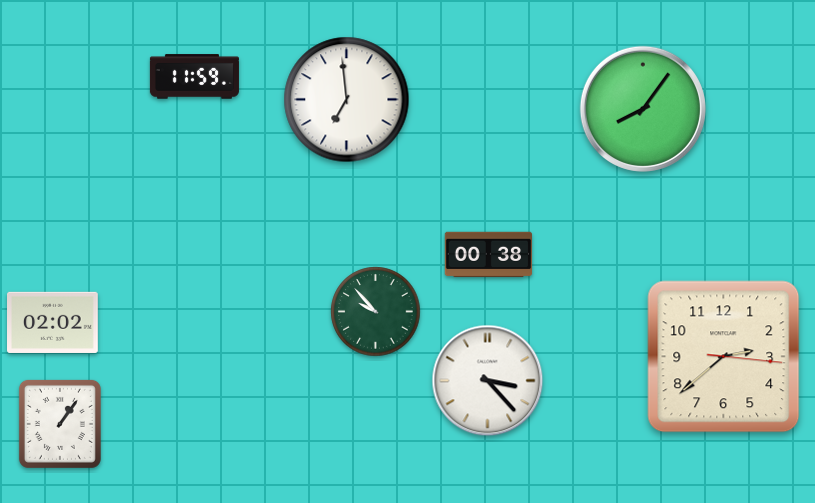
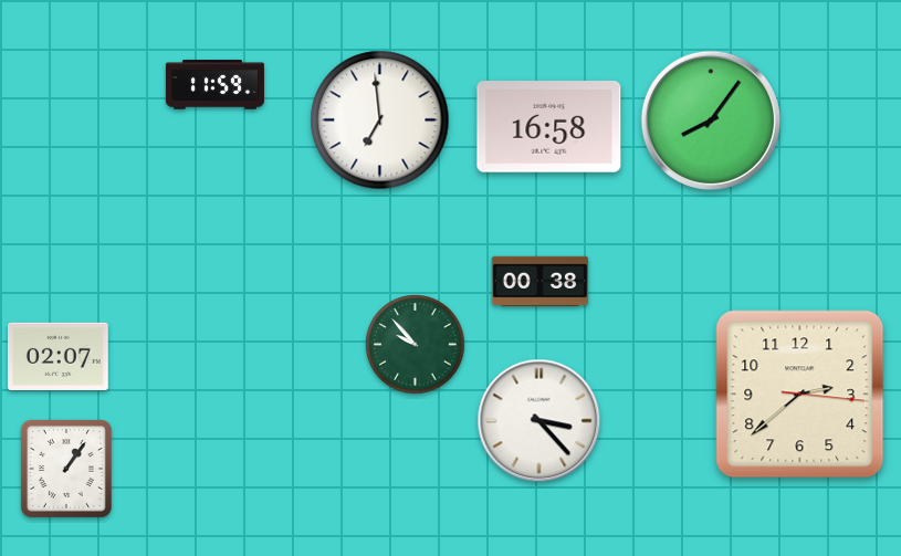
clock at (347, 100) position: (347, 100) -> (380, 120)
clock at (549, 127): none -> 16:58
clock at (53, 322): 02:02 -> 02:07
